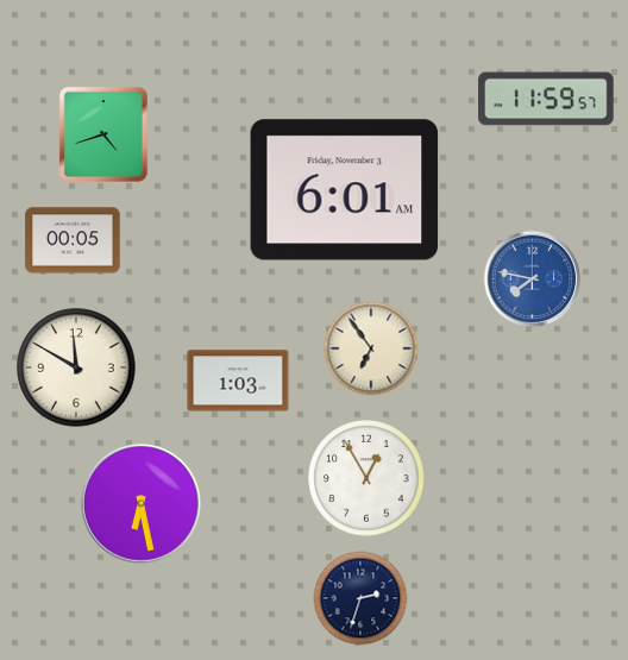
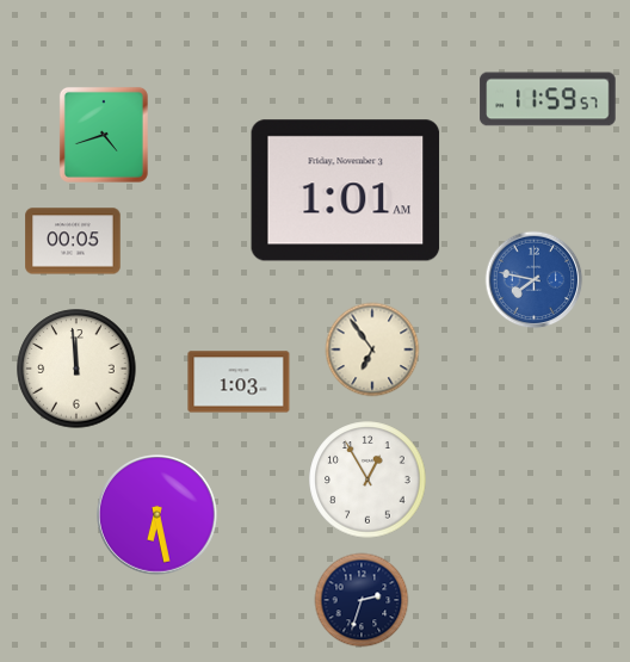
clock at (345, 190): 6:01 -> 1:01
clock at (76, 367): 11:50 -> 11:59
clock at (142, 504) position: (142, 504) -> (157, 515)
